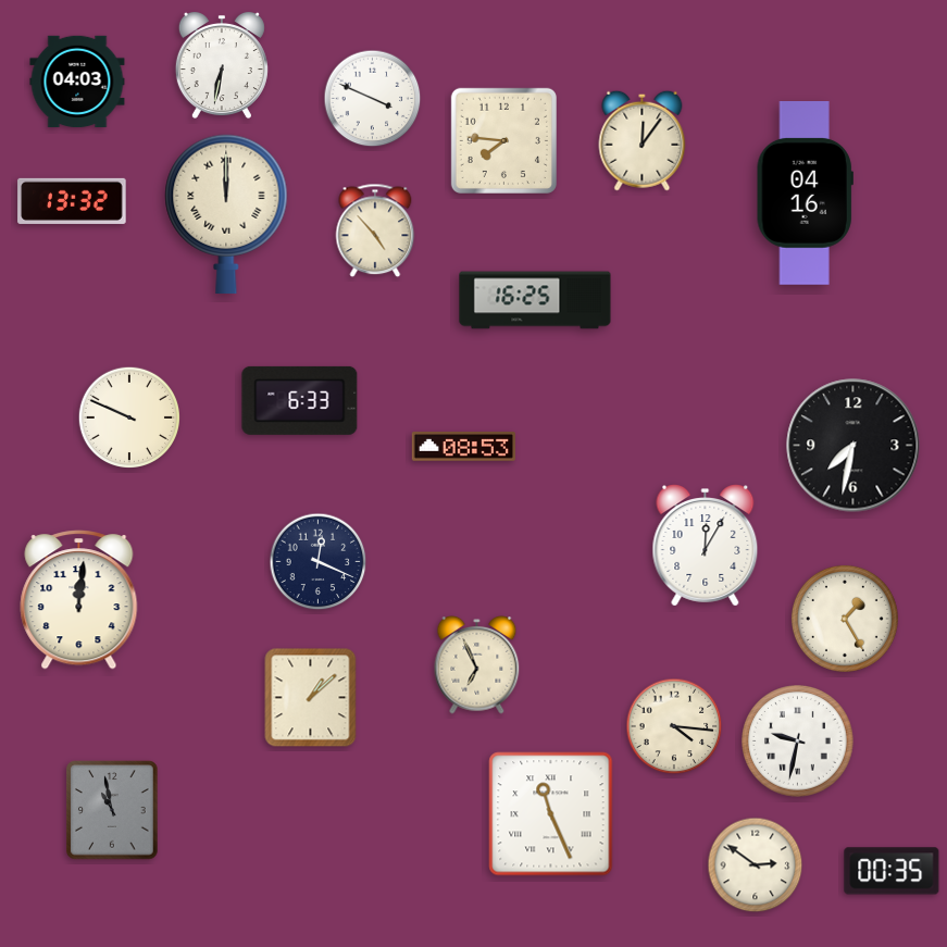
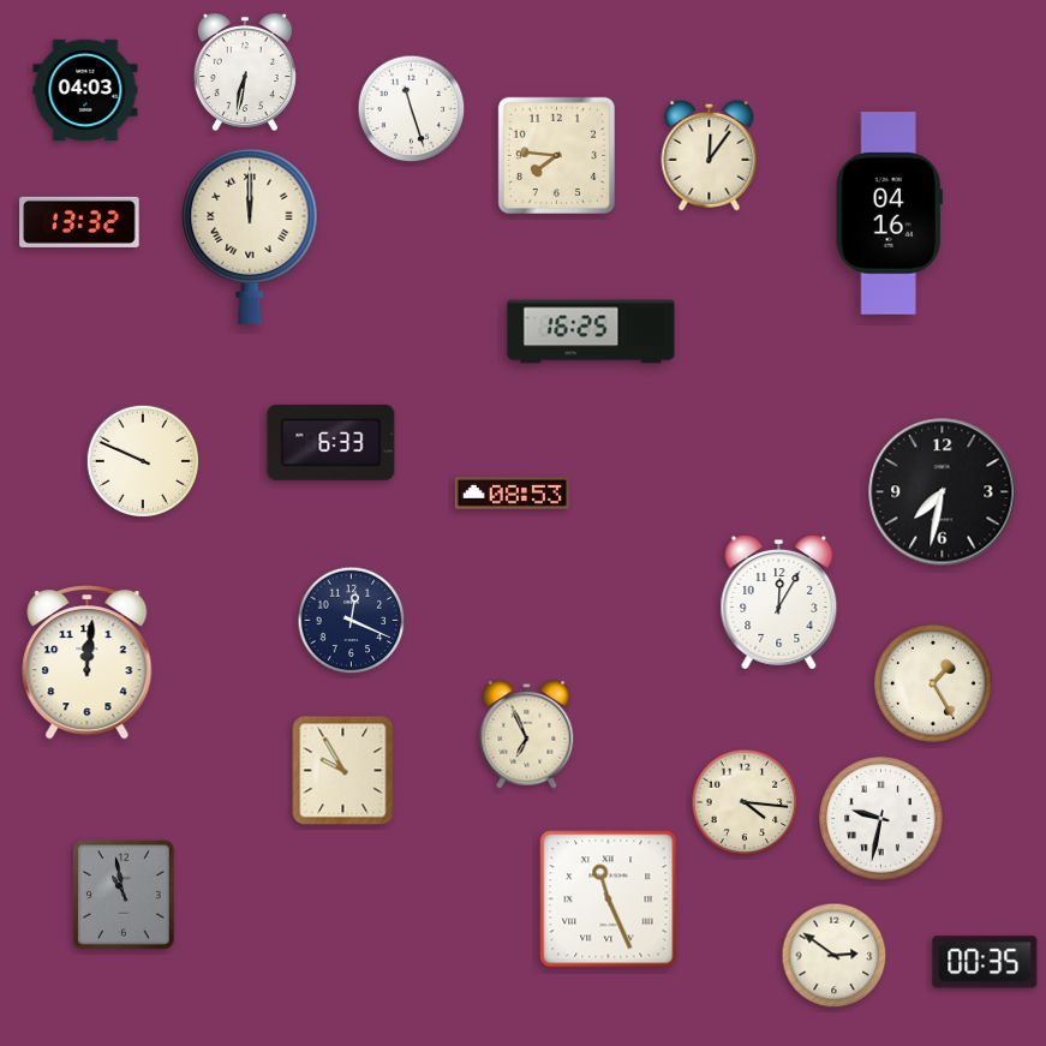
clock at (373, 99): 3:49 -> 11:27
clock at (375, 230): 4:53 -> none
clock at (311, 698): 1:08 -> 9:55
